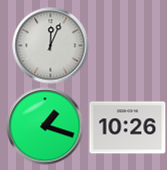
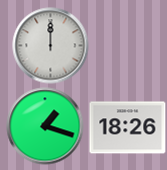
clock at (51, 46): 12:04 -> 12:00
clock at (128, 128): 10:26 -> 18:26
